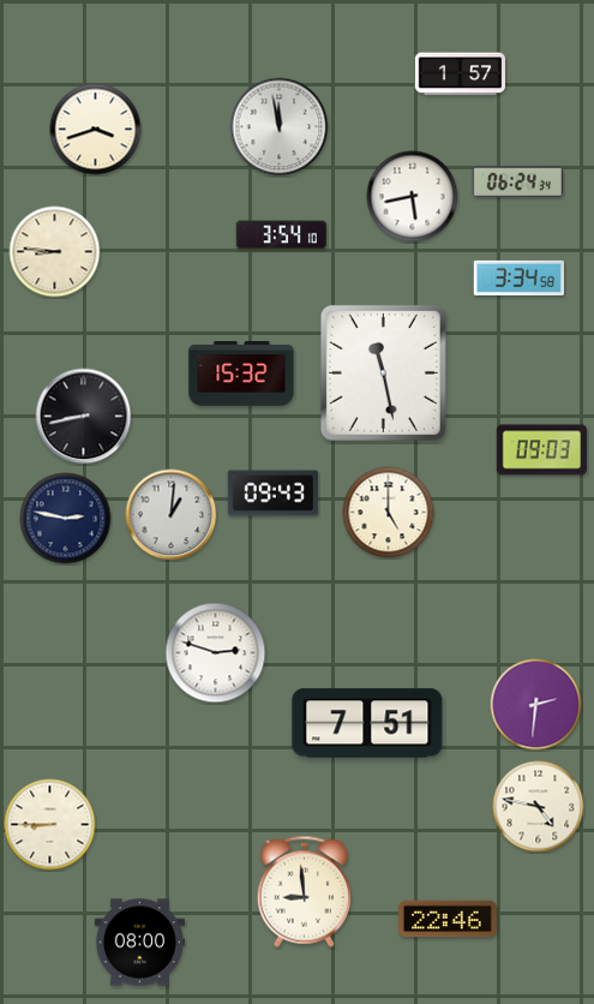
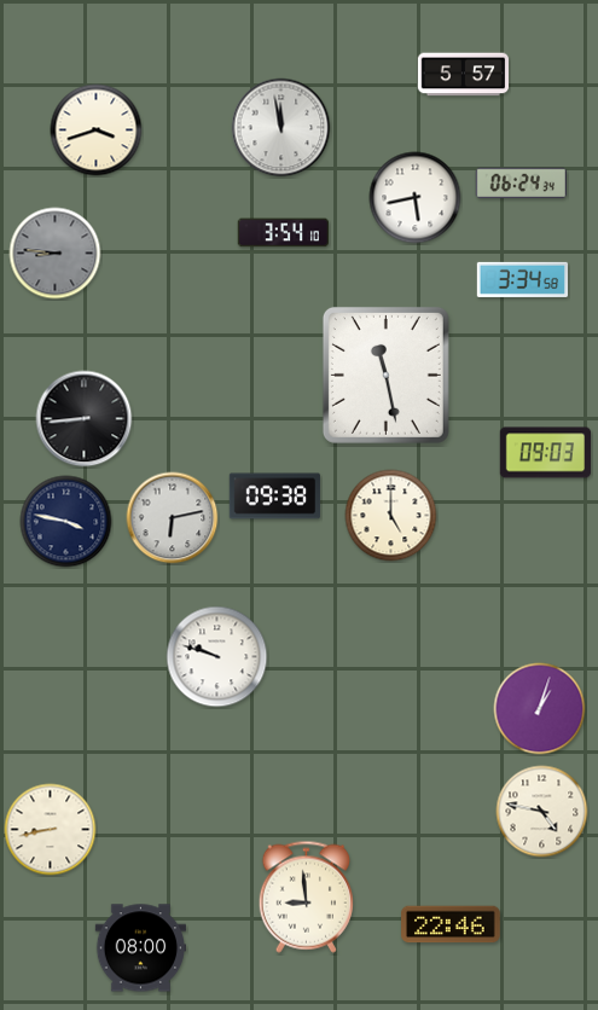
clock at (460, 74): 1:57 -> 5:57
clock at (281, 235) position: (281, 235) -> (283, 233)
clock at (55, 252) dial: cream -> grey
clock at (241, 375): 15:32 -> none
clock at (84, 417): 8:43 -> 8:44
clock at (274, 494): 09:43 -> 09:38
clock at (172, 515): 1:01 -> 6:13
clock at (66, 519): 2:47 -> 3:47
clock at (216, 653): 2:48 -> 9:48
clock at (536, 705): 2:31 -> 1:03
clock at (367, 723): 7:51 -> none
clock at (50, 825): 8:45 -> 8:43
